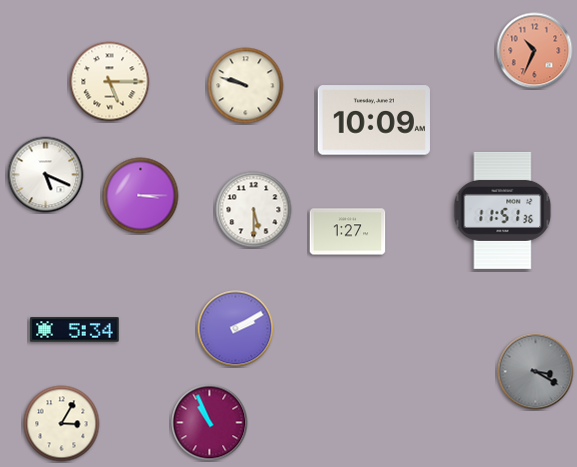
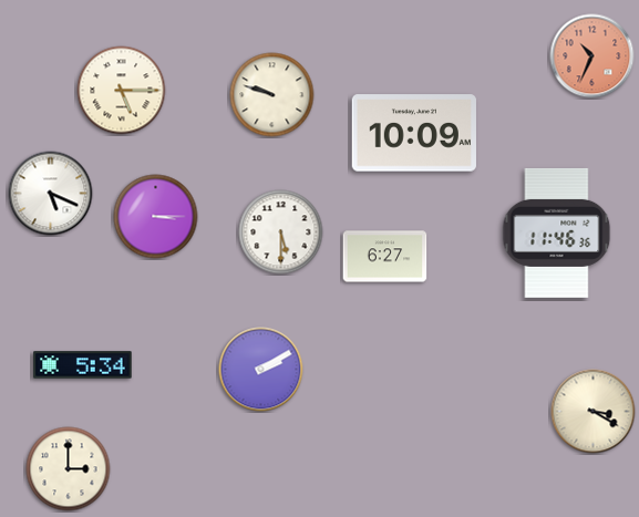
clock at (503, 210): 11:51 -> 11:46
clock at (348, 232): 1:27 -> 6:27
clock at (236, 329) position: (236, 329) -> (261, 370)
clock at (536, 372) dial: grey -> cream
clock at (210, 423): 10:56 -> none
clock at (62, 424): 3:05 -> 3:00
